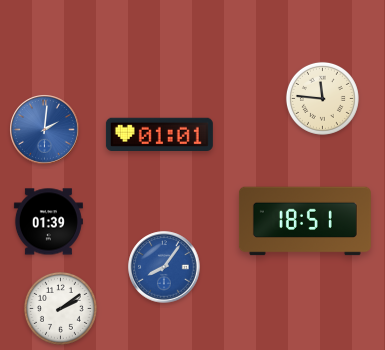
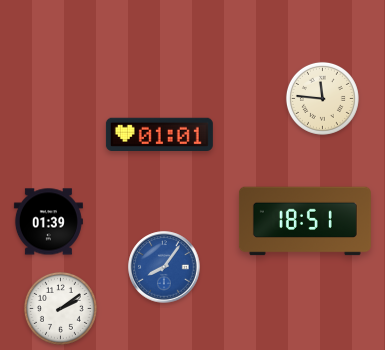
clock at (45, 130): 2:01 -> none
